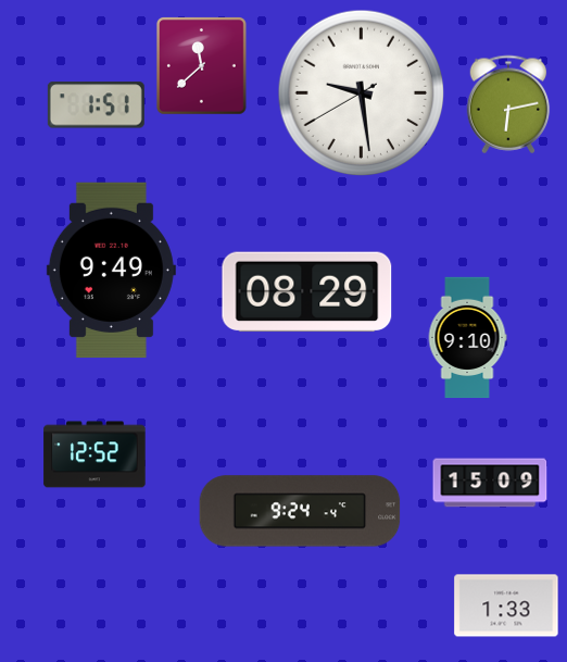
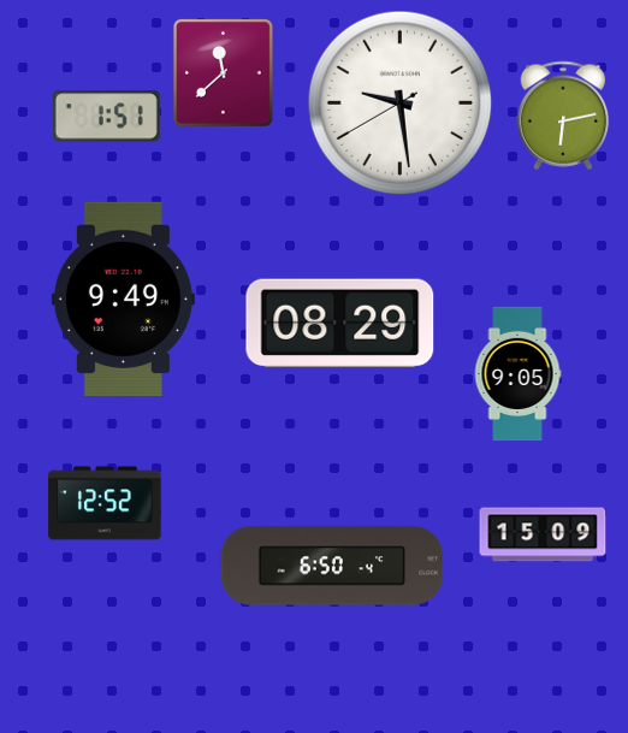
clock at (467, 338): 9:10 -> 9:05
clock at (300, 511): 9:24 -> 6:50
clock at (506, 605): 1:33 -> none
